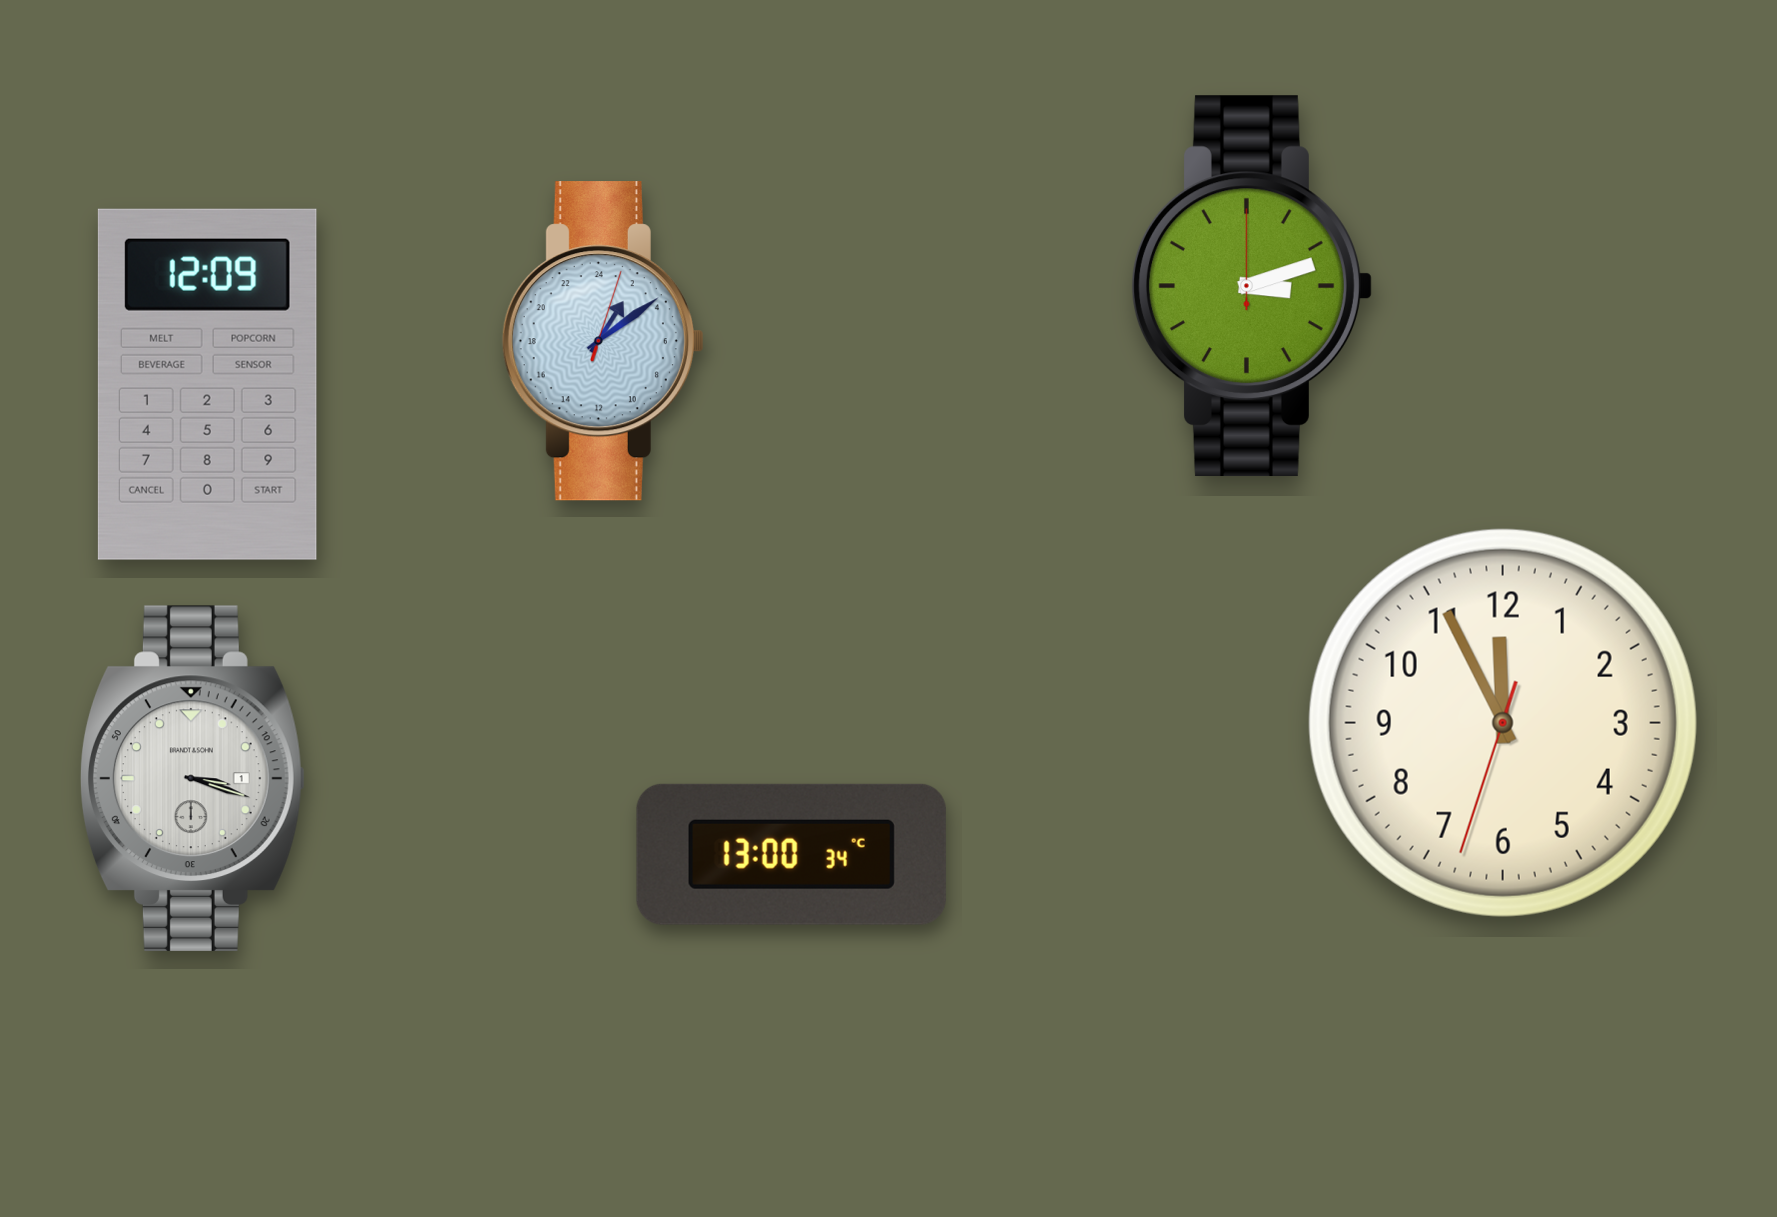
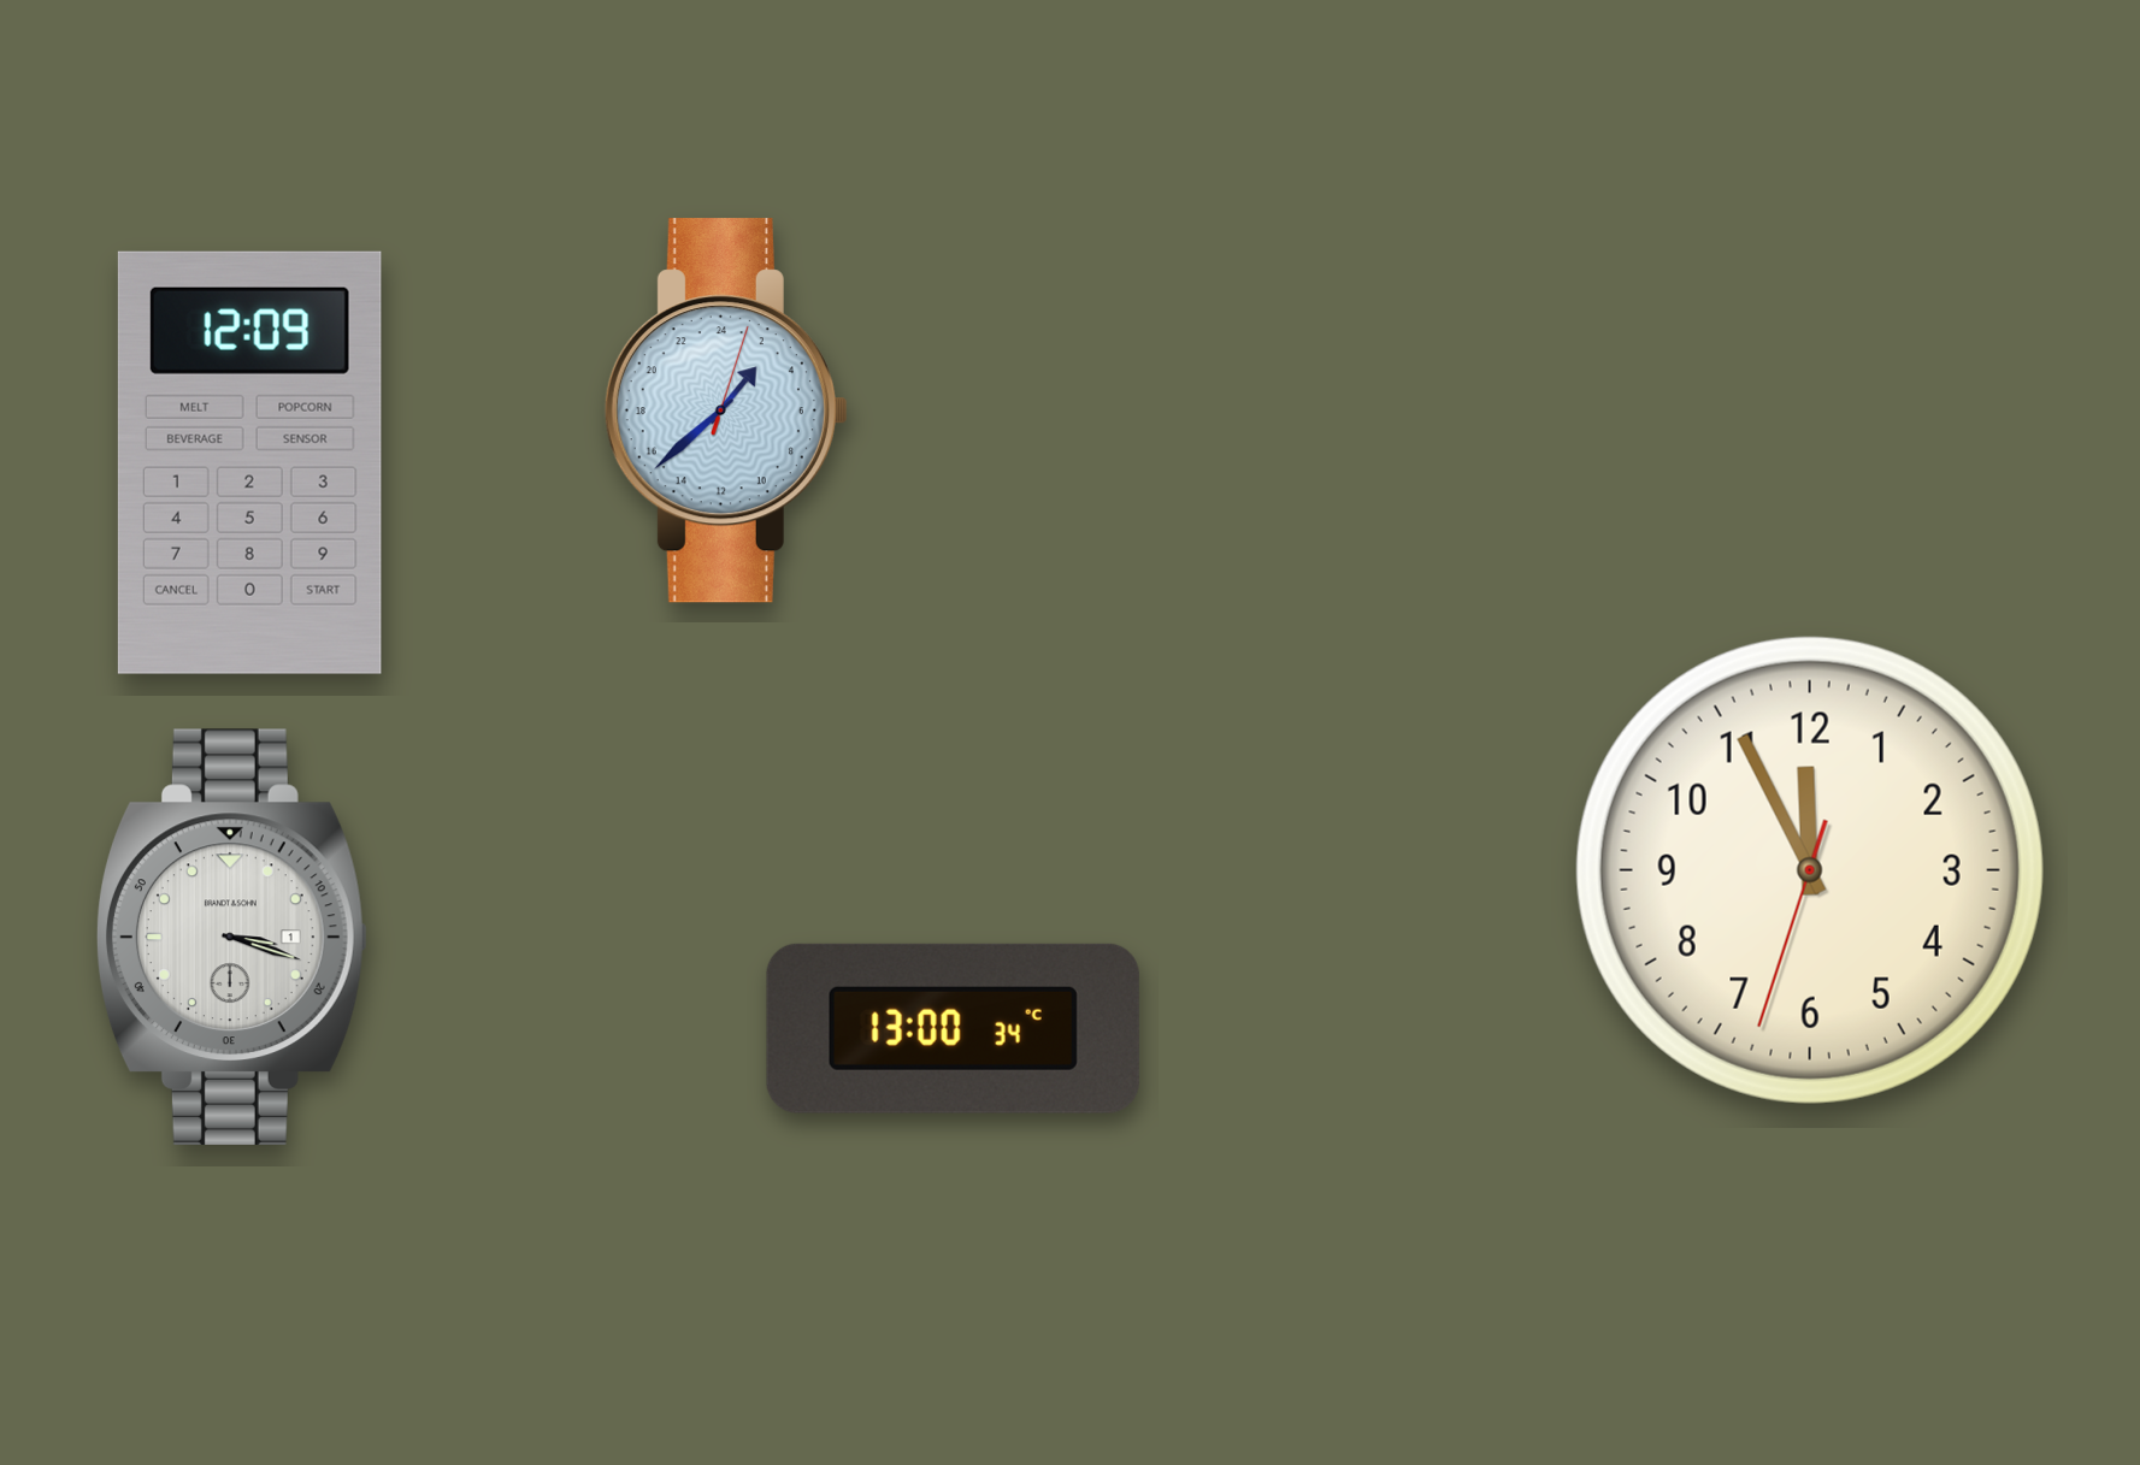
clock at (1252, 286): 3:12 -> none
clock at (603, 341): 2:09 -> 2:38
